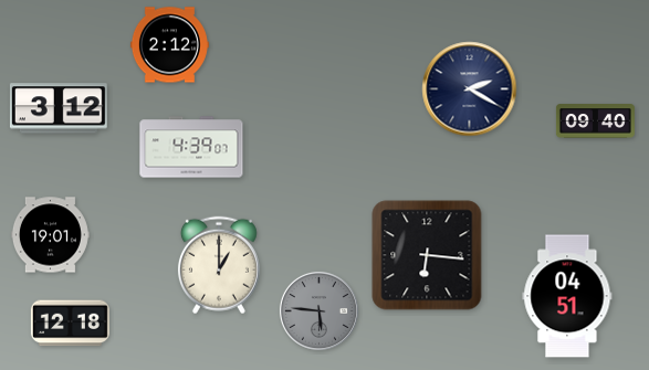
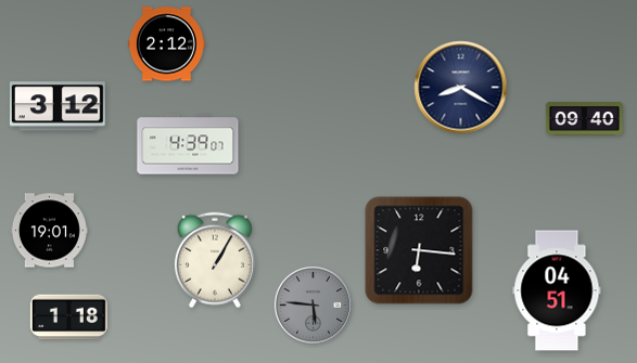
clock at (470, 89): 2:20 -> 8:20
clock at (219, 265): 1:00 -> 1:05
clock at (70, 324): 12:18 -> 1:18
